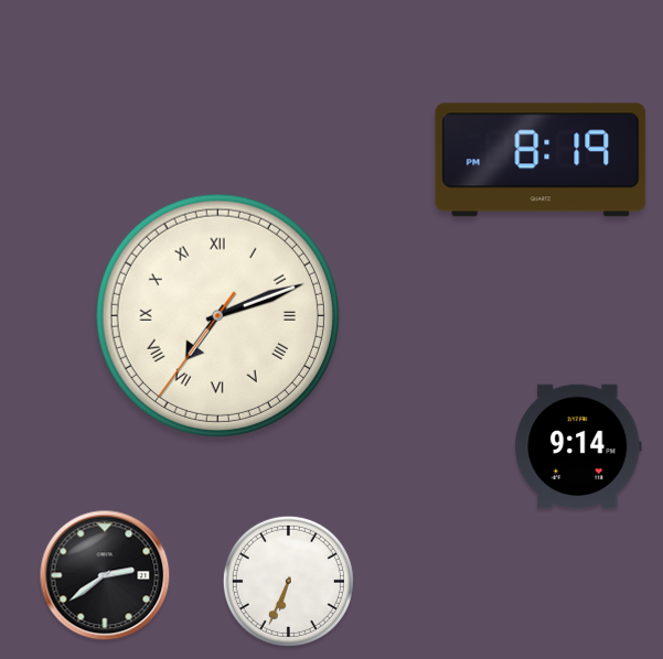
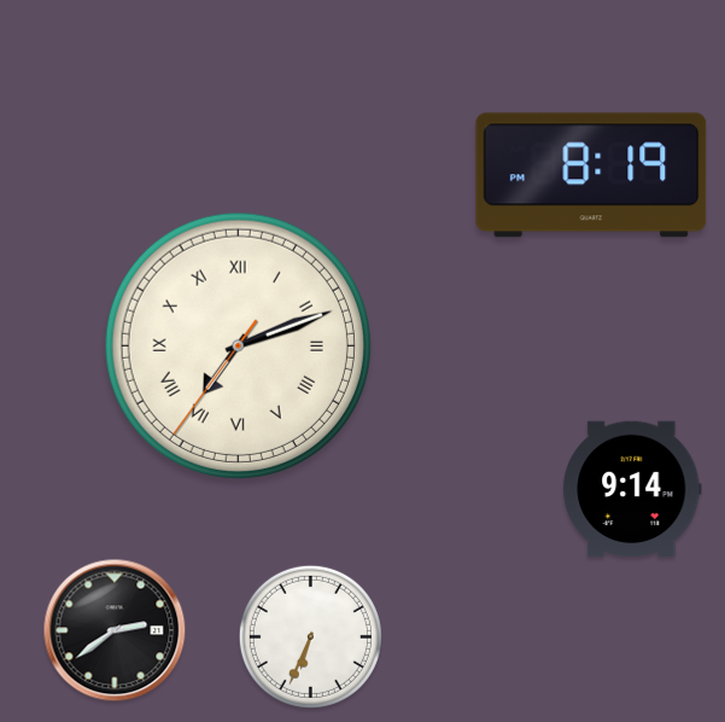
clock at (288, 581) position: (288, 581) -> (310, 636)
